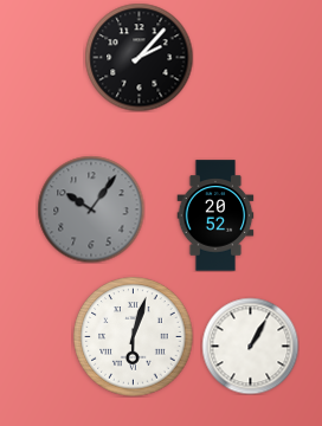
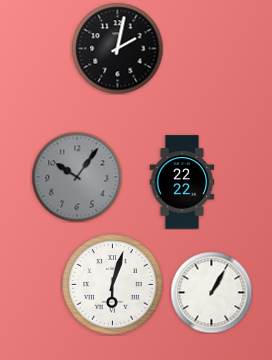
clock at (139, 57): 2:07 -> 2:02
clock at (215, 215): 20:52 -> 22:22
